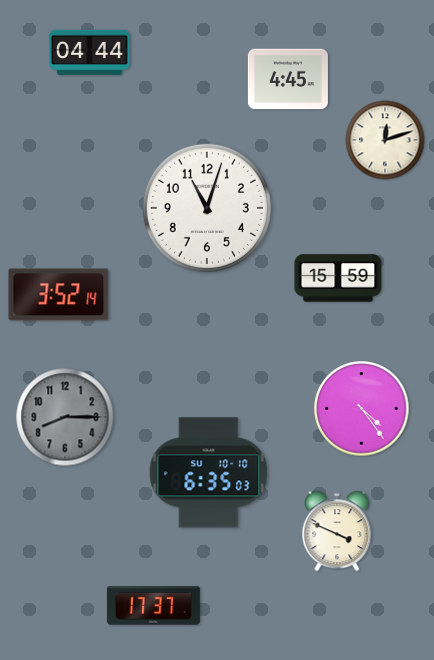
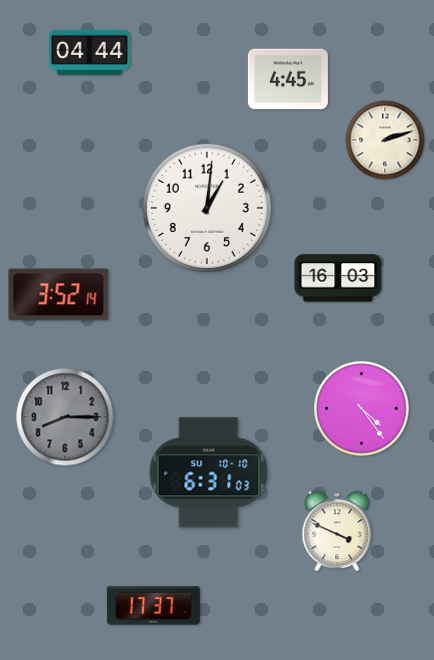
clock at (385, 140): 12:12 -> 2:12
clock at (207, 208): 11:03 -> 1:01
clock at (338, 278): 15:59 -> 16:03
clock at (209, 473): 6:35 -> 6:31
